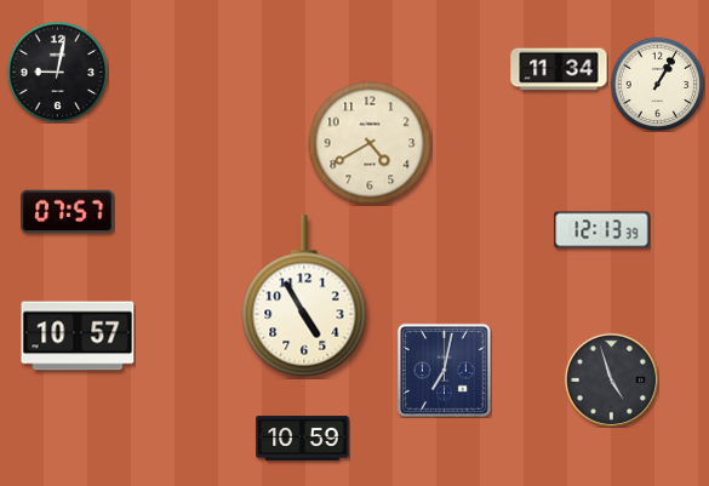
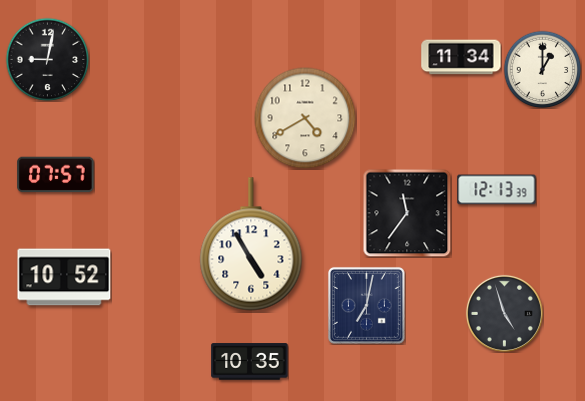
clock at (657, 84): 1:05 -> 1:00
clock at (407, 213): none -> 11:36
clock at (78, 336): 10:57 -> 10:52
clock at (303, 439): 10:59 -> 10:35
